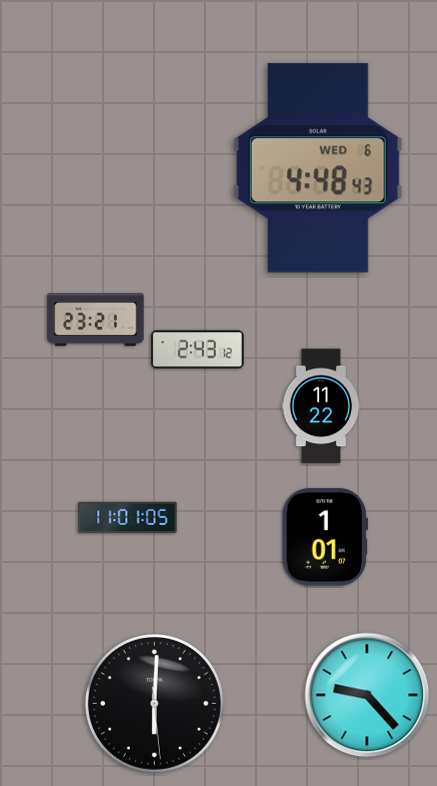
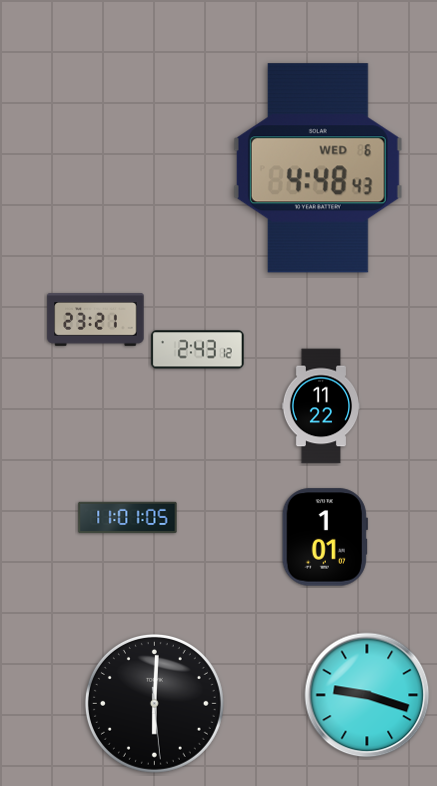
clock at (367, 695): 9:23 -> 9:18
